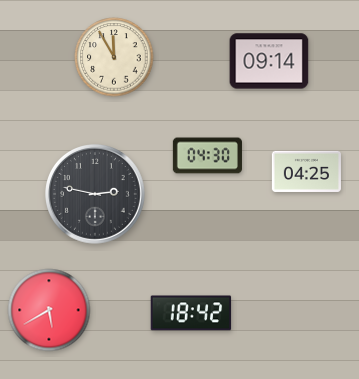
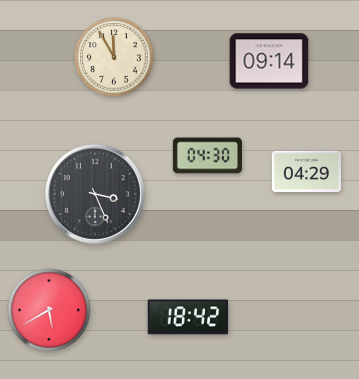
clock at (306, 171): 04:25 -> 04:29
clock at (96, 195): 2:47 -> 3:26
clock at (191, 313) position: (191, 313) -> (188, 317)
